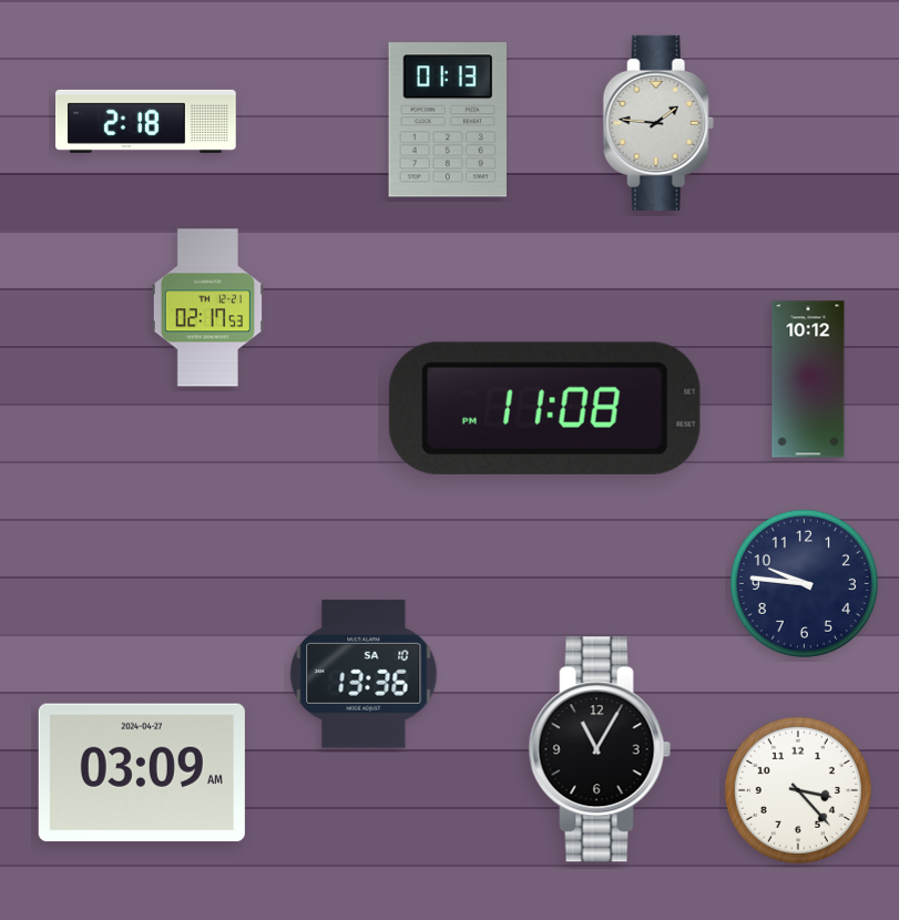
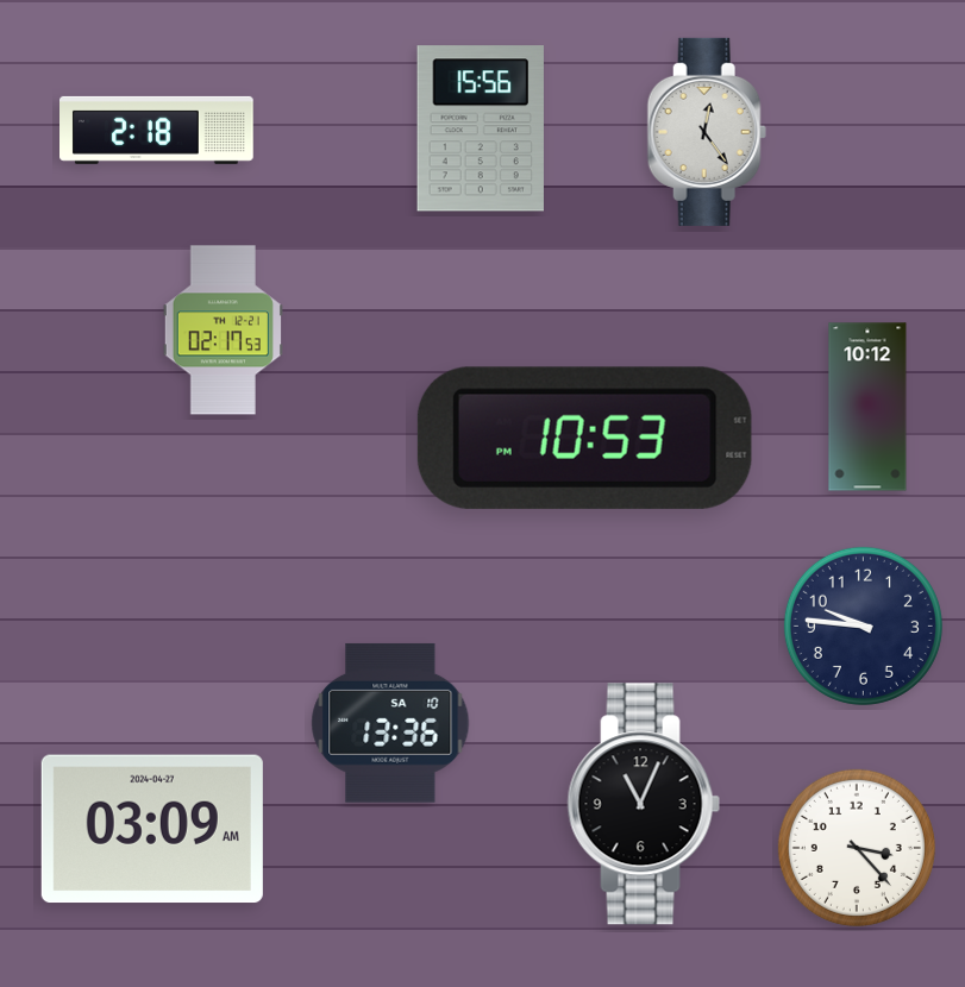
clock at (448, 120): 01:13 -> 15:56
clock at (658, 123): 1:46 -> 12:24
clock at (544, 408): 11:08 -> 10:53
clock at (600, 749): 11:05 -> 11:04
